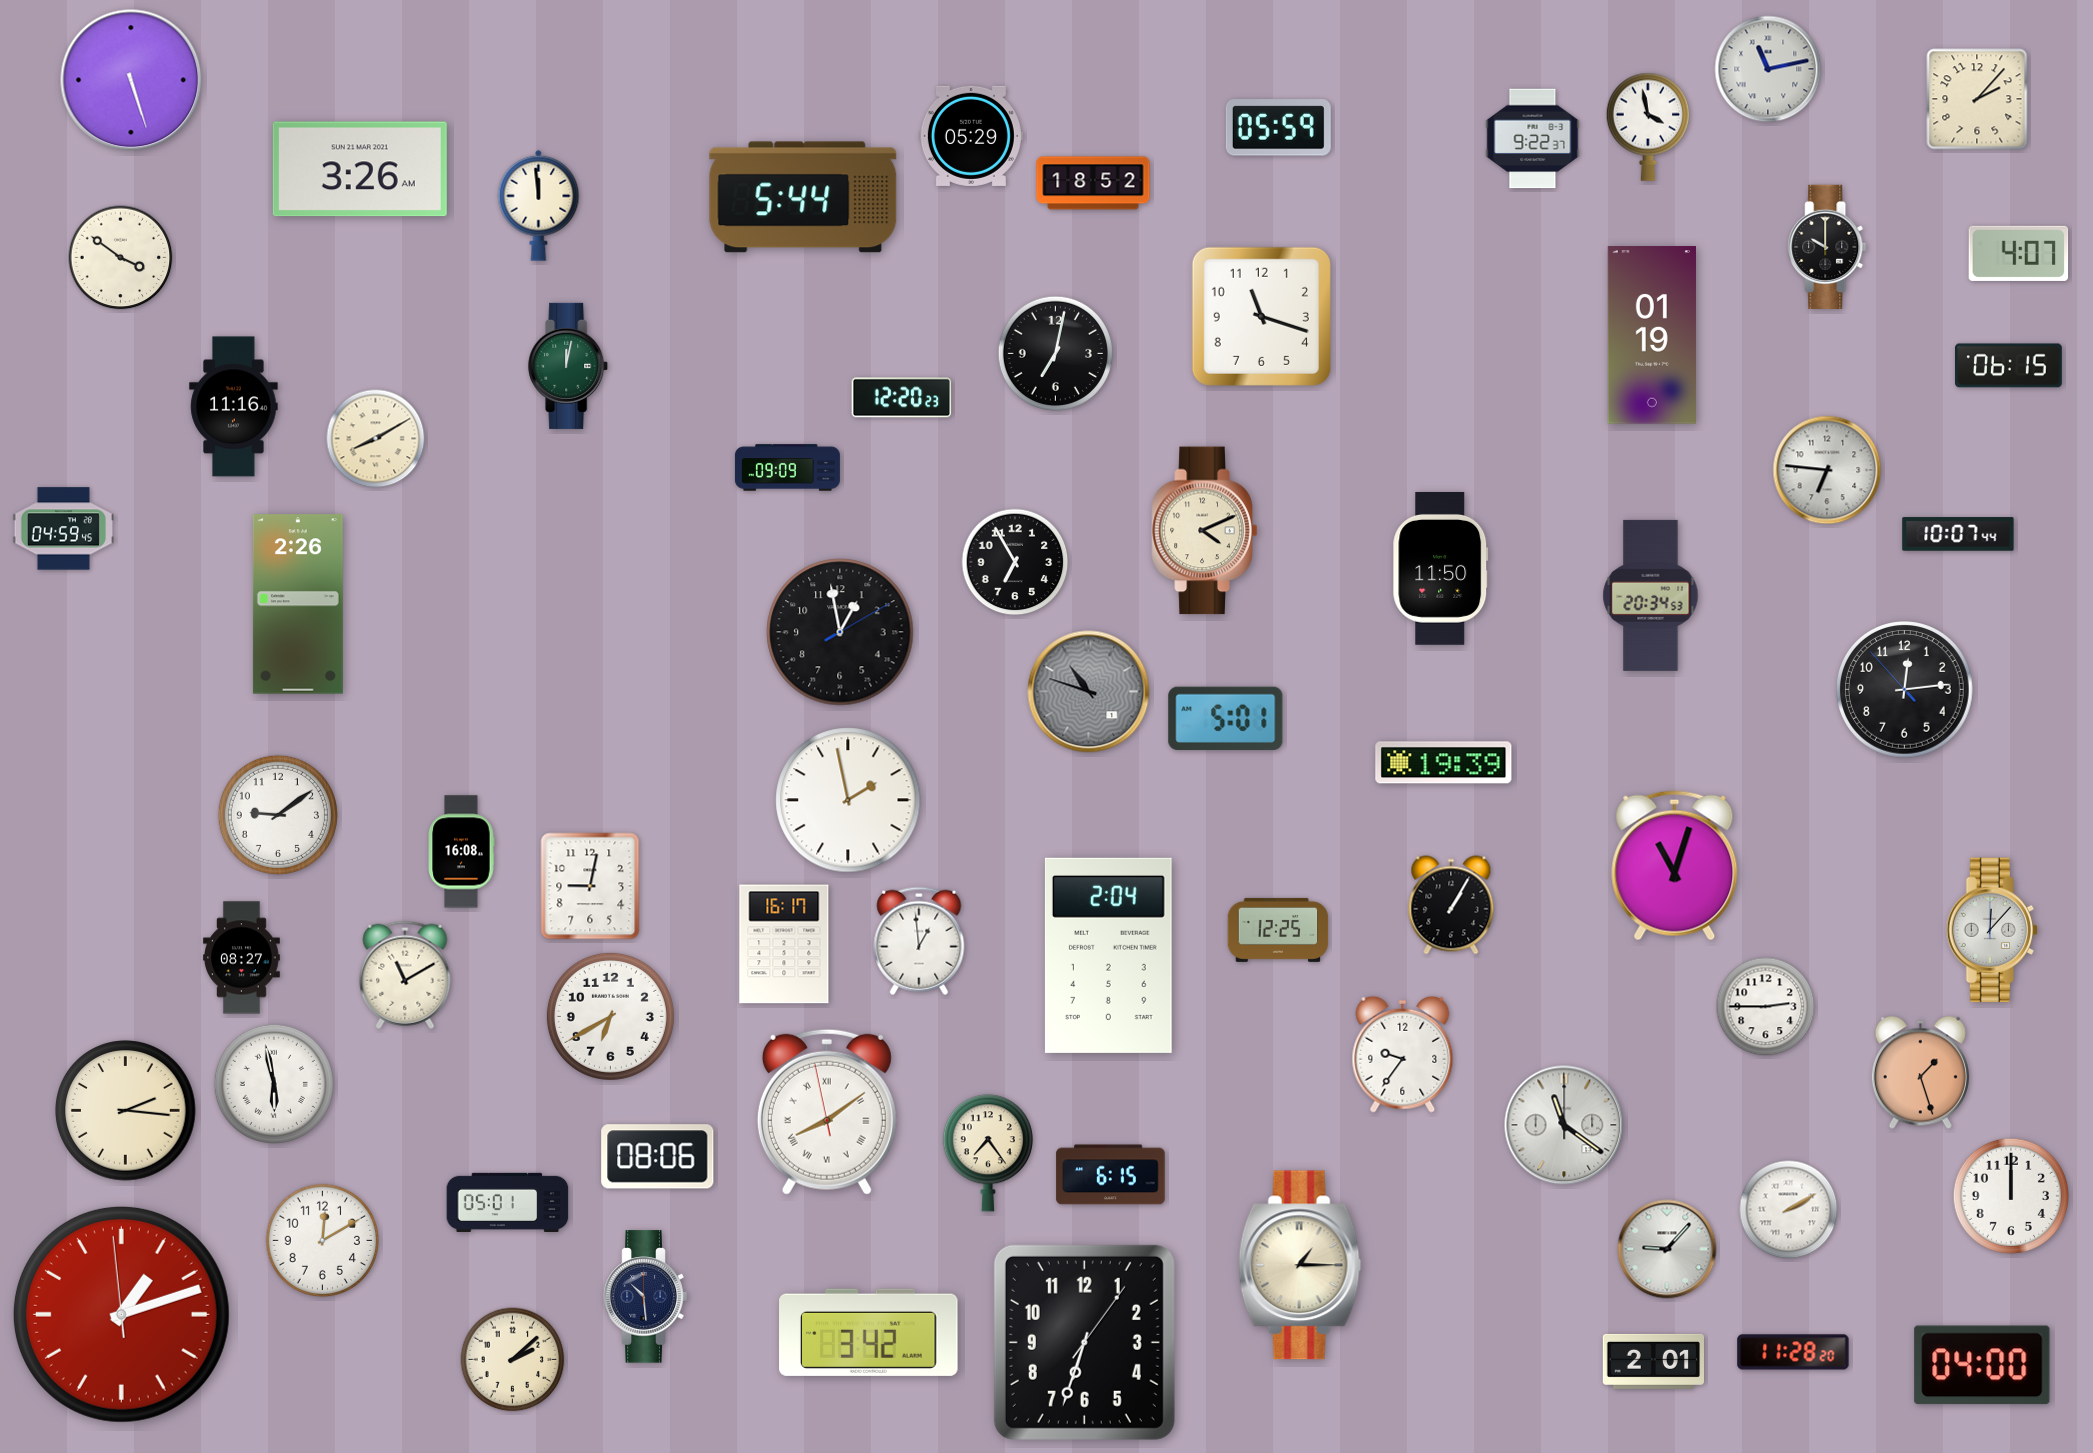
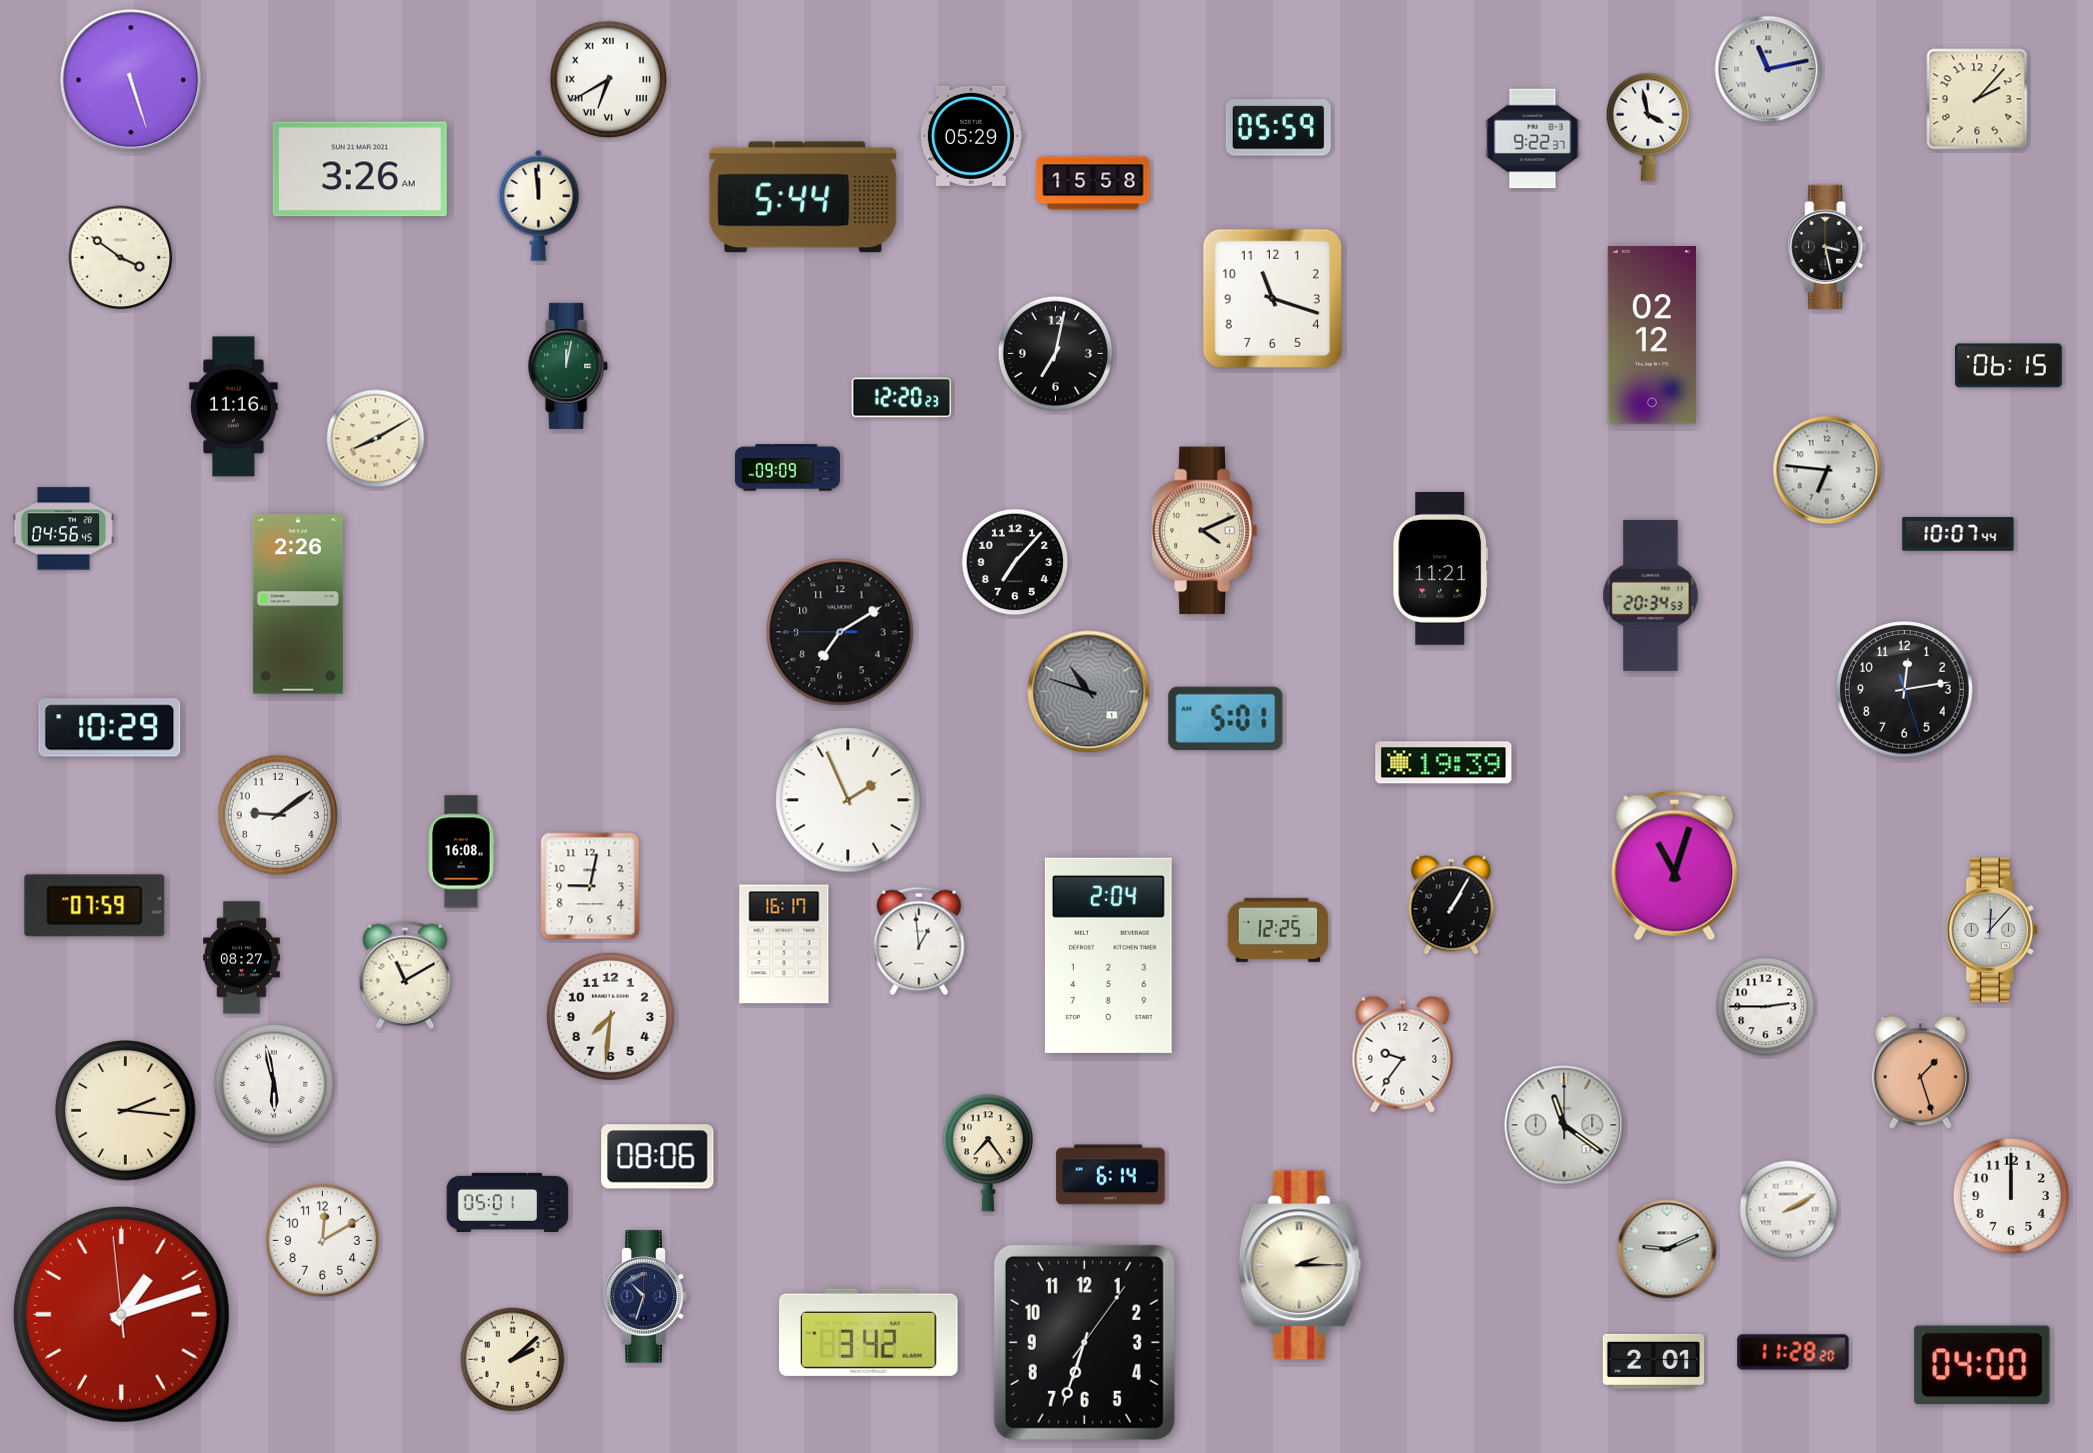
clock at (608, 79): none -> 6:40
clock at (1093, 183): 18:52 -> 15:58
clock at (1827, 246): 10:00 -> 3:28
clock at (2019, 253): 4:07 -> none
clock at (1261, 316) position: (1261, 316) -> (1272, 298)
clock at (1652, 335): 01:19 -> 02:12
clock at (63, 529): 04:59 -> 04:56
clock at (1015, 562): 6:55 -> 7:07
clock at (1441, 568): 11:50 -> 11:21
clock at (840, 632): 12:58 -> 7:09
clock at (1905, 690): 12:13:53 -> 12:13:27
clock at (110, 728): none -> 10:29
clock at (848, 800): 1:58 -> 1:56
clock at (95, 906): none -> 07:59
clock at (610, 1016): 6:40 -> 7:31
clock at (827, 1112): 8:08 -> none
clock at (1111, 1175): 6:15 -> 6:14
clock at (1667, 1249): 9:07 -> 9:11
clock at (1300, 1265): 1:15 -> 2:15
clock at (646, 1297): 10:29 -> 10:33
